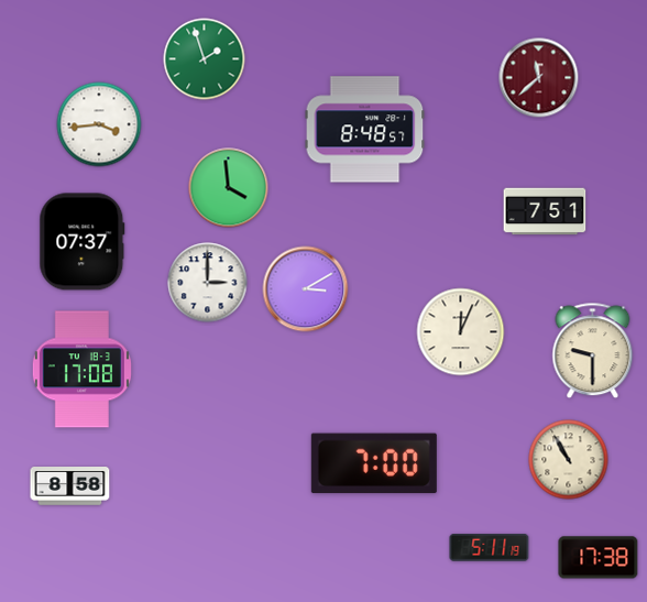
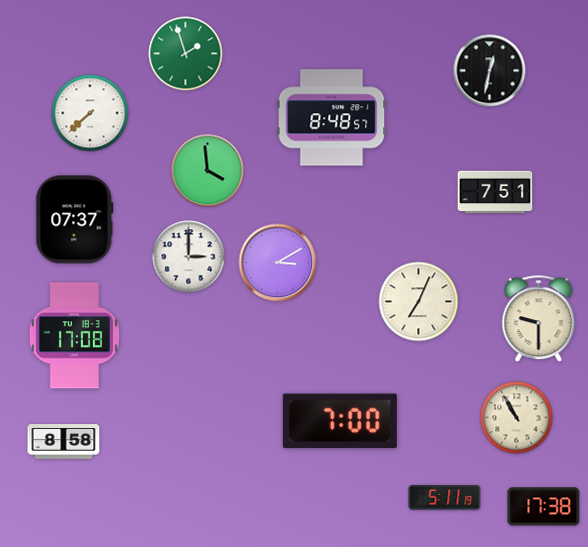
clock at (539, 78): 11:38 -> 12:32
clock at (539, 78) dial: burgundy -> black
clock at (99, 124): 3:44 -> 7:38
clock at (461, 332): 12:04 -> 7:04
